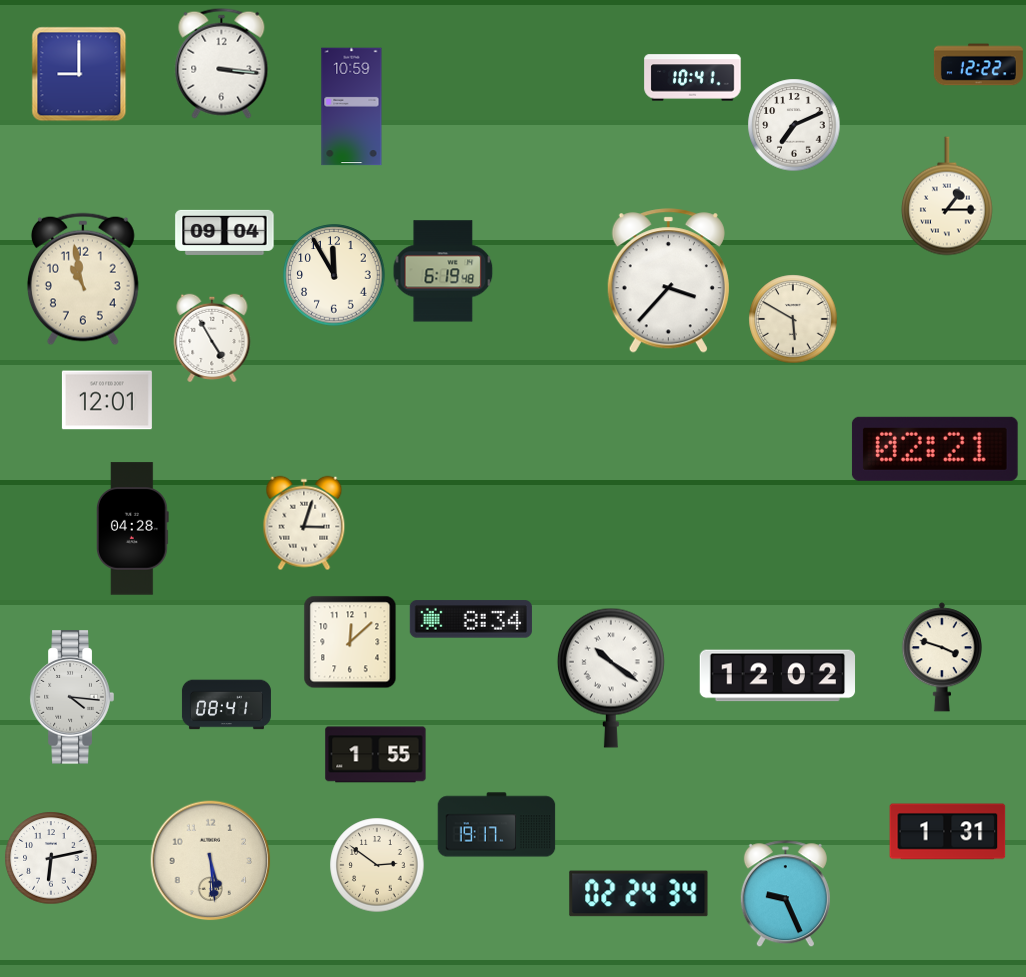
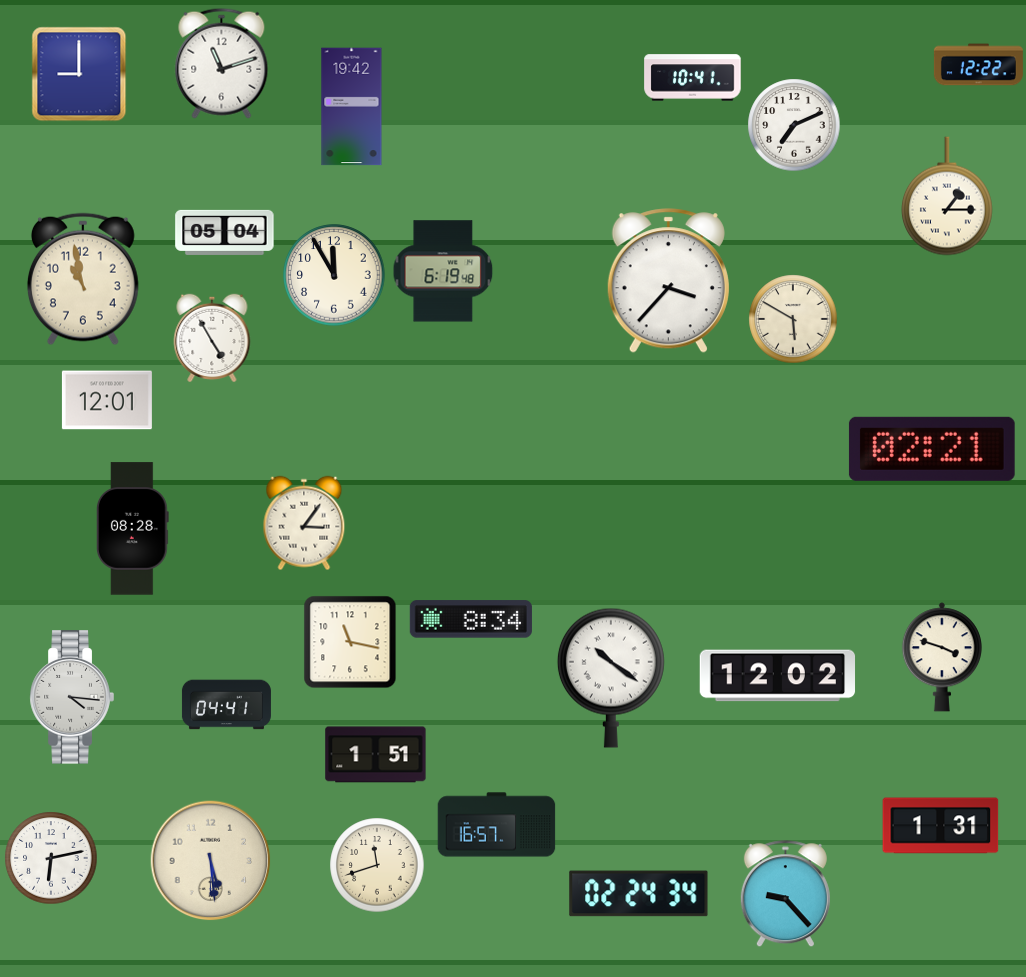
clock at (222, 63): 3:16 -> 11:12
clock at (352, 107): 10:59 -> 19:42
clock at (225, 232): 09:04 -> 05:04
clock at (935, 449) position: (935, 449) -> (932, 449)
clock at (304, 523): 3:03 -> 3:06
clock at (132, 529): 04:28 -> 08:28
clock at (350, 642): 12:08 -> 11:17
clock at (226, 705): 08:41 -> 04:41
clock at (376, 755): 1:55 -> 1:51
clock at (497, 825): 19:17 -> 16:57
clock at (948, 832) position: (948, 832) -> (941, 826)
clock at (377, 865): 2:51 -> 11:42
clock at (785, 894): 9:26 -> 9:23
